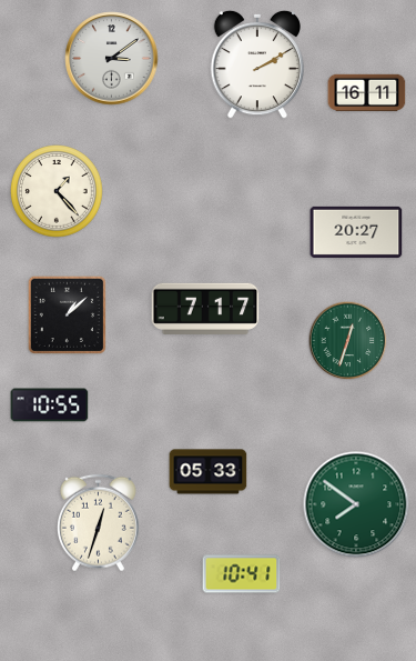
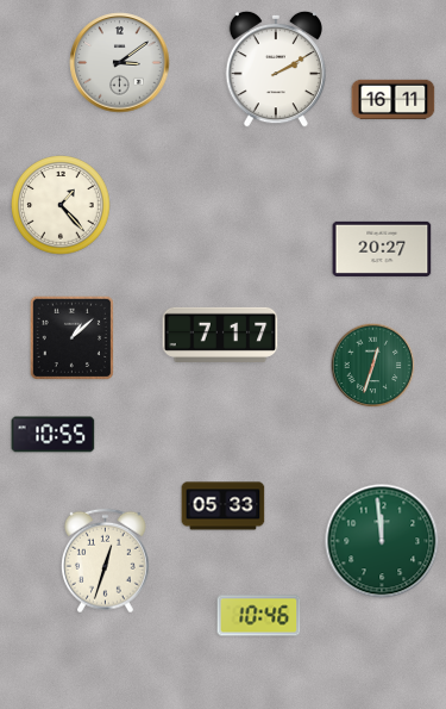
clock at (205, 309) position: (205, 309) -> (220, 335)
clock at (356, 504): 7:51 -> 11:59
clock at (242, 574): 10:41 -> 10:46
